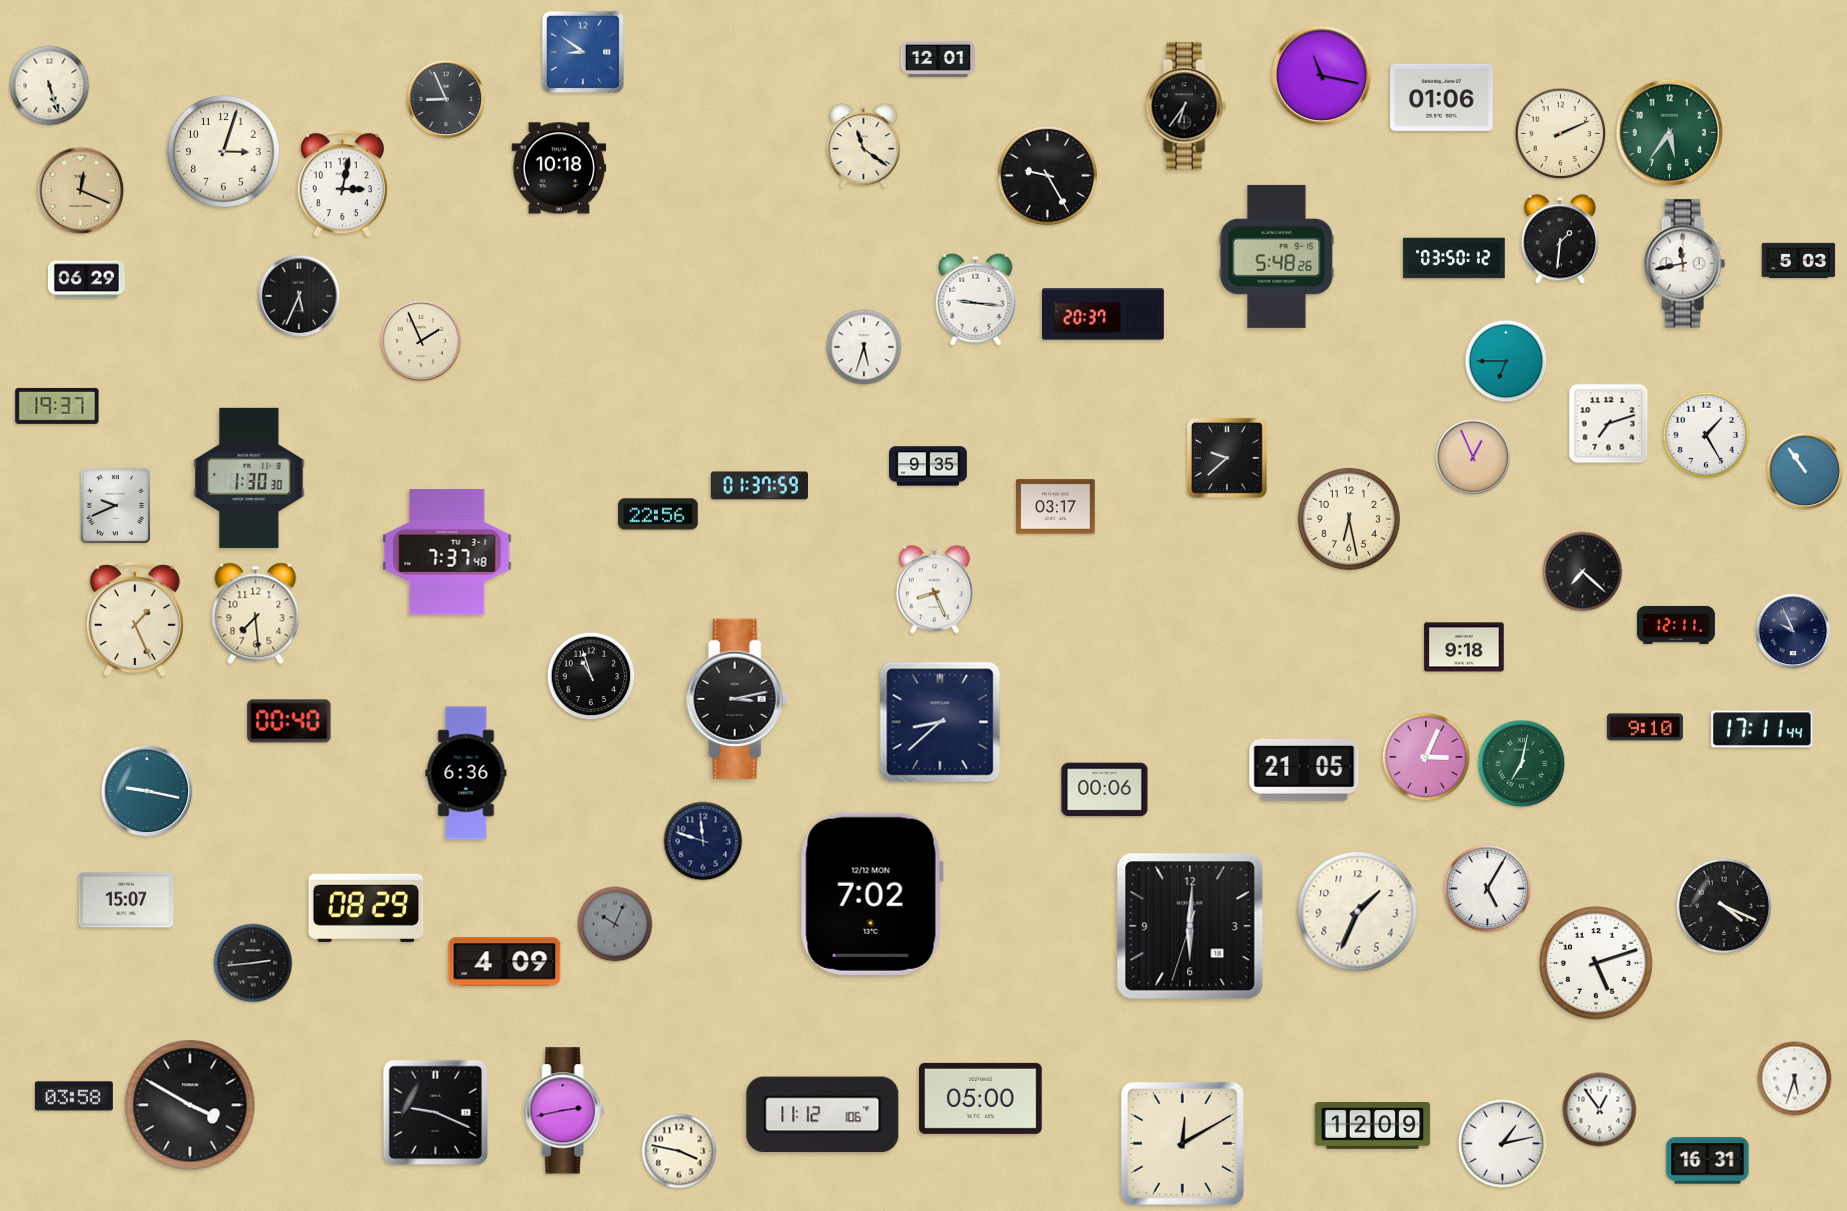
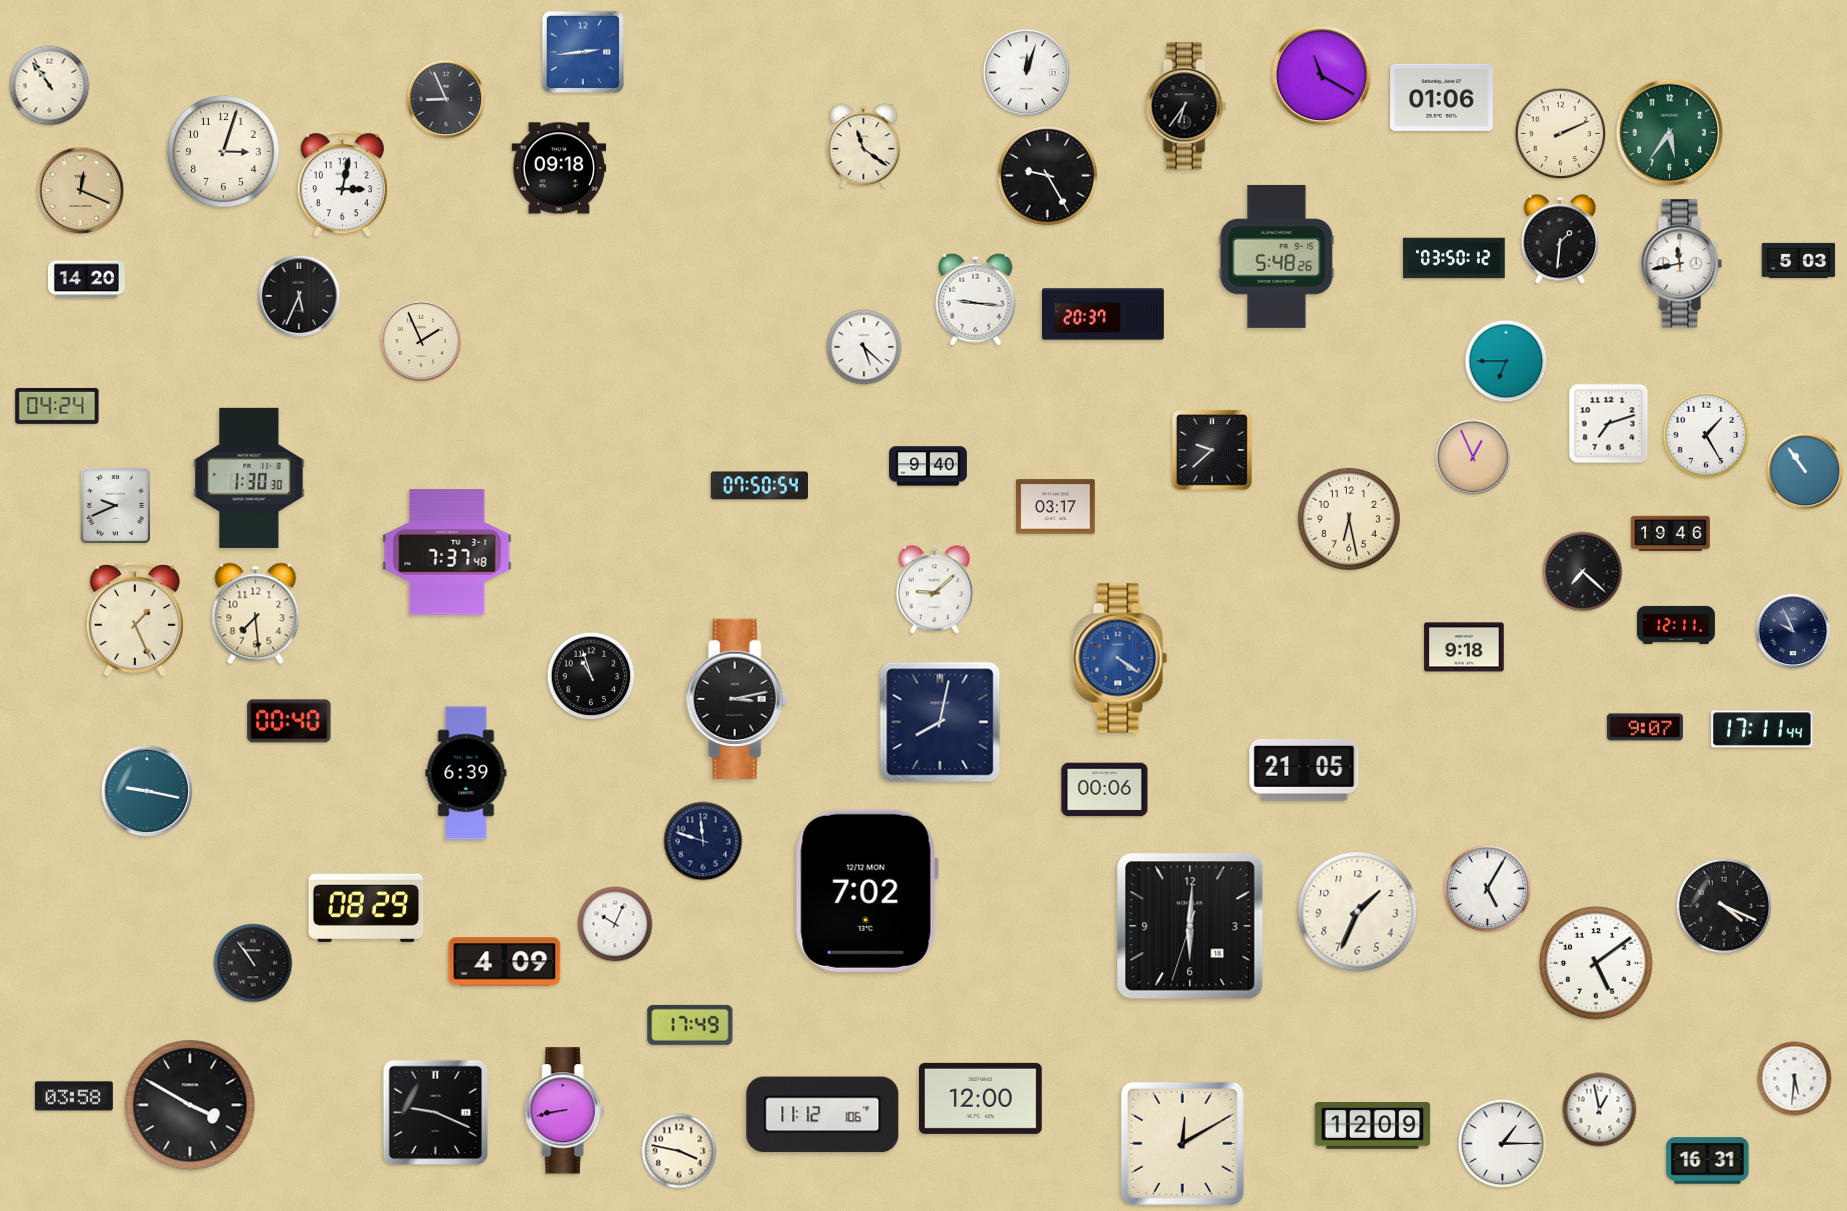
clock at (583, 52): 8:51 -> 2:44
clock at (937, 59): 12:01 -> none
clock at (1027, 73): none -> 12:03
clock at (1322, 76): 11:17 -> 11:20
clock at (50, 86): 5:27 -> 10:54
clock at (559, 168): 10:18 -> 09:18
clock at (1684, 264) position: (1684, 264) -> (1681, 264)
clock at (86, 280): 06:29 -> 14:20
clock at (864, 347): 5:33 -> 5:22
clock at (57, 406): 19:37 -> 04:24
clock at (1227, 458) position: (1227, 458) -> (1212, 450)
clock at (929, 466): 9:35 -> 9:40
clock at (759, 486): 01:37 -> 07:50
clock at (658, 514): 22:56 -> none
clock at (1671, 533): none -> 19:46
clock at (934, 590): 8:26 -> 9:08
clock at (1120, 658): none -> 4:21
clock at (940, 722): 8:38 -> 8:02
clock at (1645, 727): 9:10 -> 9:07
clock at (1426, 757): 3:04 -> none
clock at (1522, 764): 7:02 -> none
clock at (466, 773): 6:36 -> 6:39
clock at (872, 894) position: (872, 894) -> (867, 891)
clock at (126, 900): 15:07 -> none
clock at (615, 924) dial: grey -> white
clock at (253, 963): 2:44 -> 10:54
clock at (1596, 963): 5:12 -> 5:09
clock at (690, 1025): none -> 17:49
clock at (1795, 1079): 5:33 -> 5:31
clock at (981, 1098): 05:00 -> 12:00
clock at (1600, 1110): 12:54 -> 12:58
clock at (565, 1111): 2:43 -> 8:43
clock at (1503, 1144): 1:13 -> 1:15
